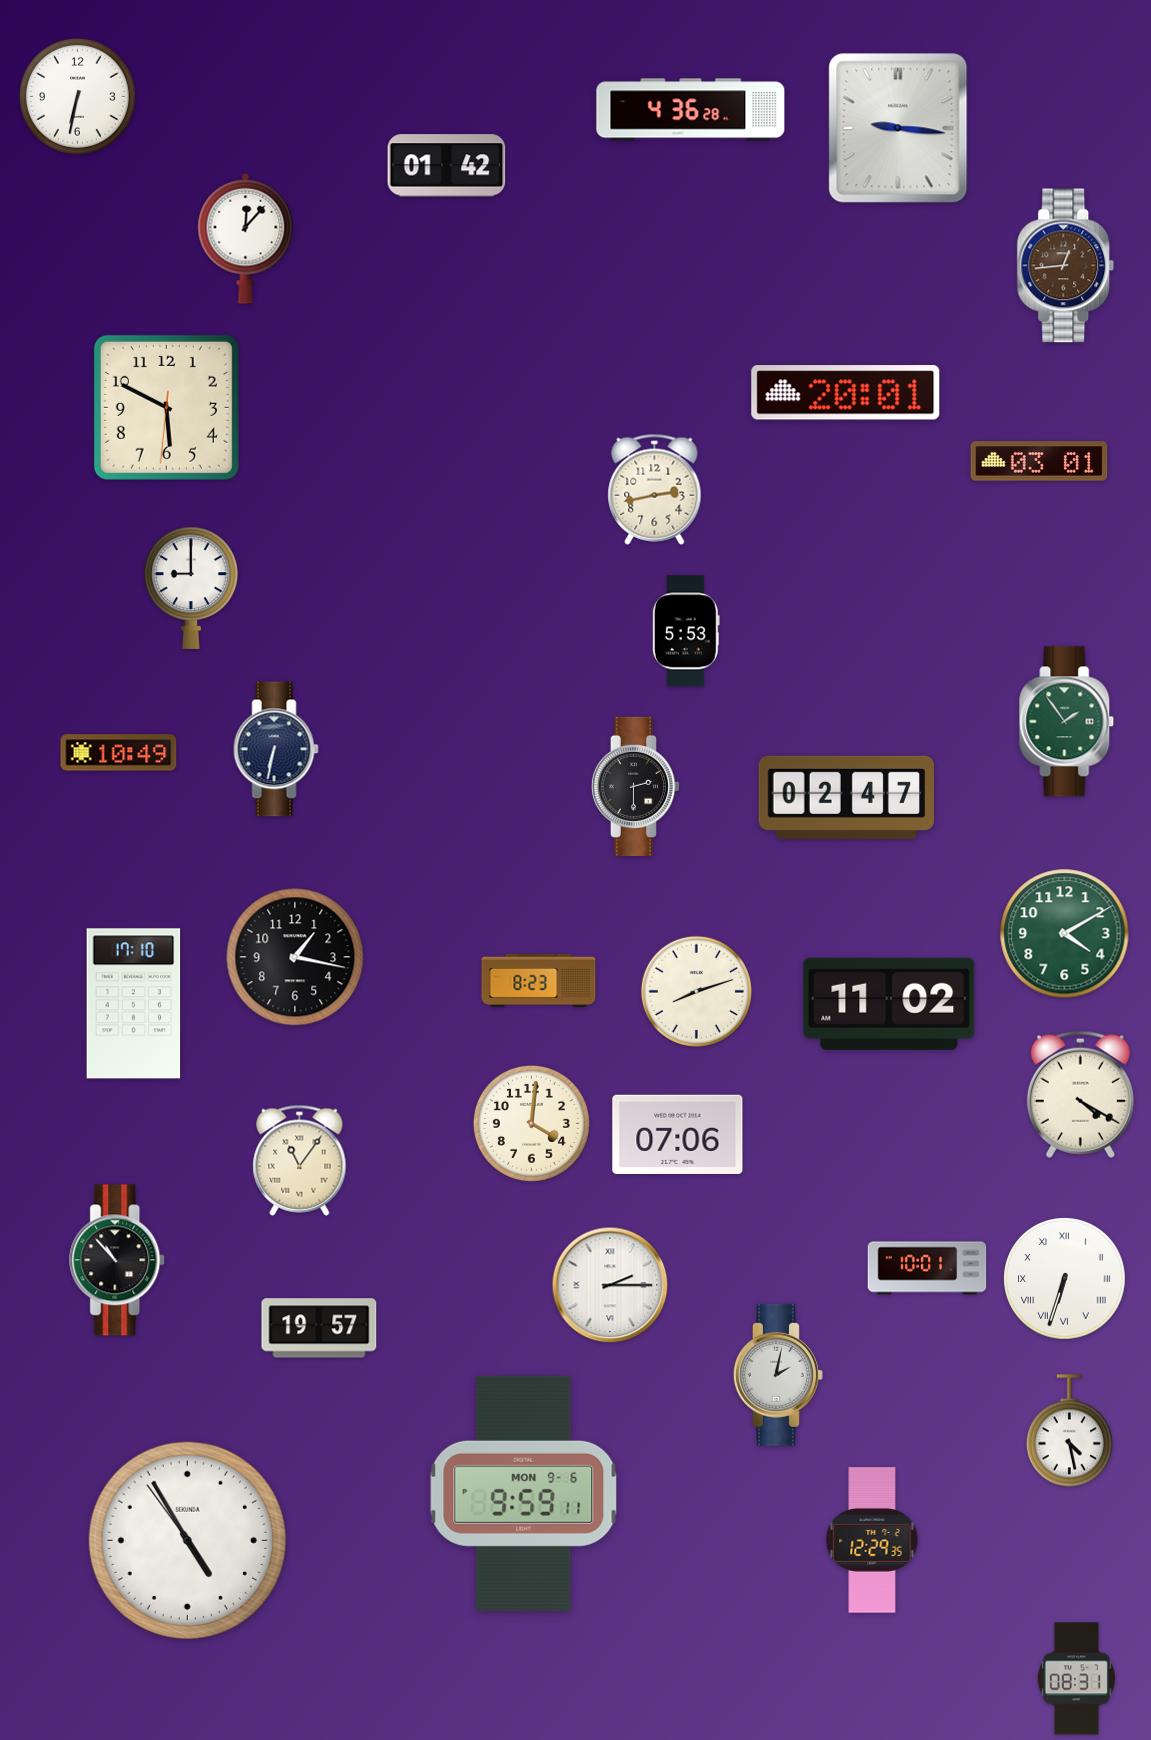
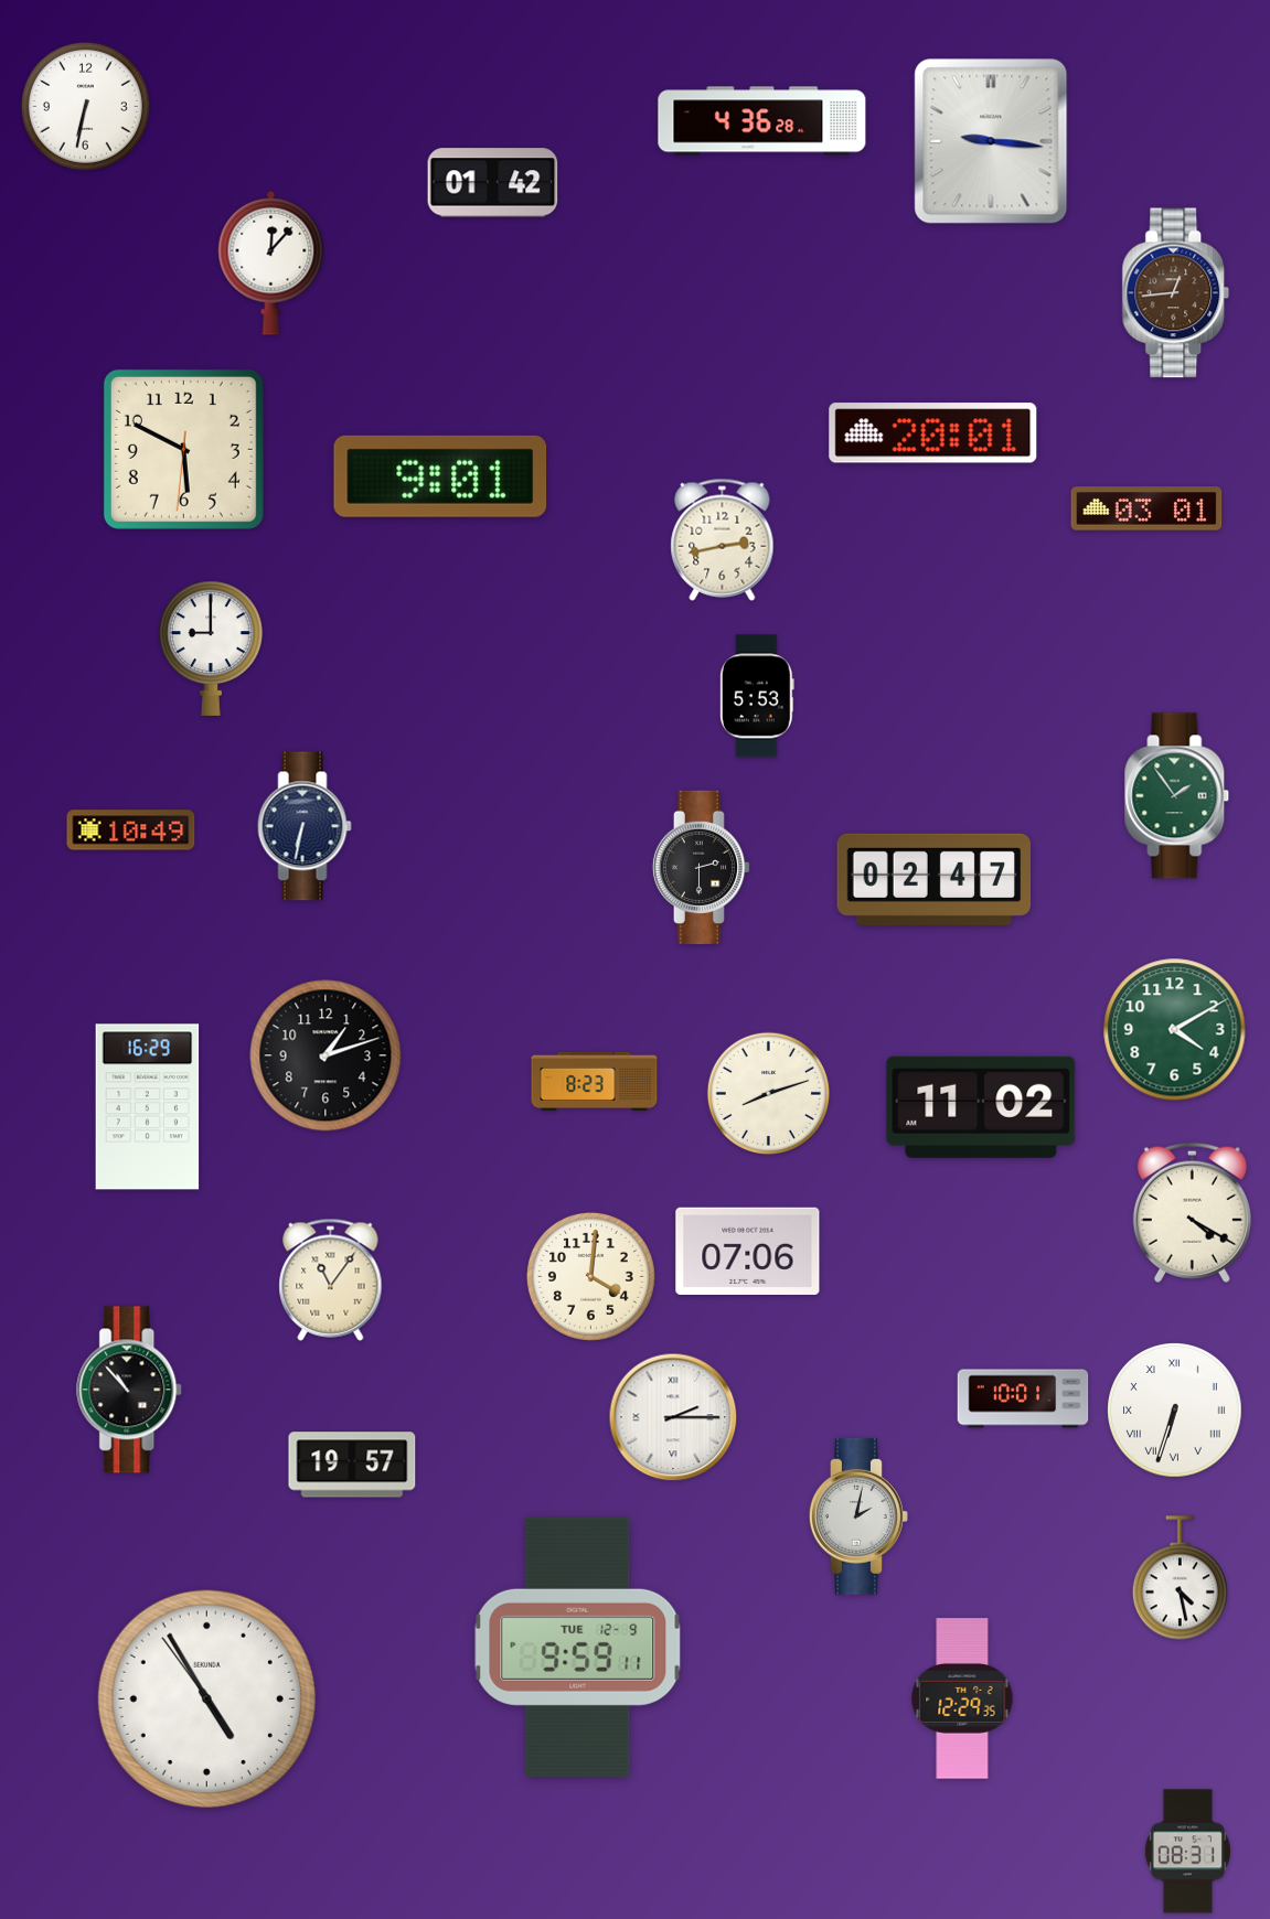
clock at (440, 476): none -> 9:01
clock at (295, 957): 1:17 -> 1:12
clock at (134, 1004): 17:10 -> 16:29
clock at (1080, 1094) position: (1080, 1094) -> (1192, 1212)
clock at (531, 1123) position: (531, 1123) -> (590, 1276)
clock at (524, 1493) date: MON 9-6 -> TUE 12-9
